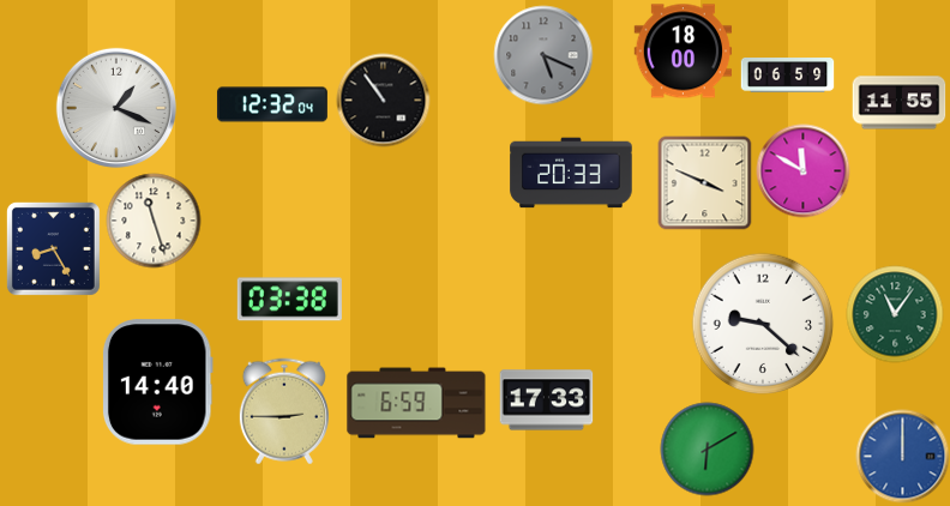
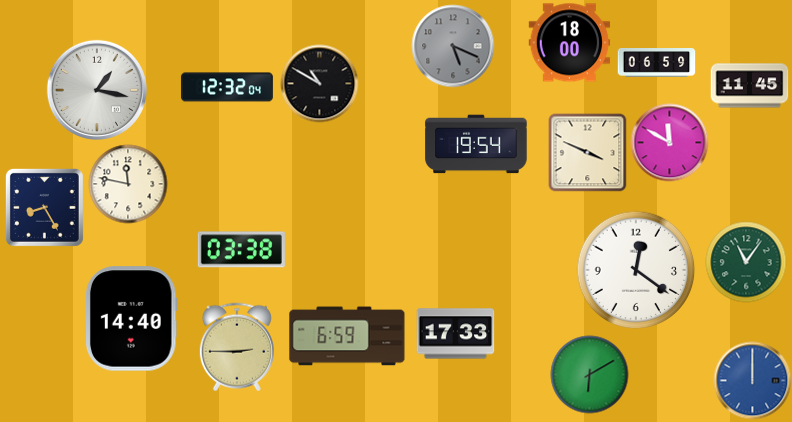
clock at (383, 100): 10:54 -> 10:50
clock at (898, 103): 11:55 -> 11:45
clock at (116, 108): 1:19 -> 1:17
clock at (571, 173): 20:33 -> 19:54
clock at (154, 221): 11:27 -> 11:47
clock at (763, 324): 9:22 -> 12:21
clock at (284, 411) position: (284, 411) -> (237, 347)
